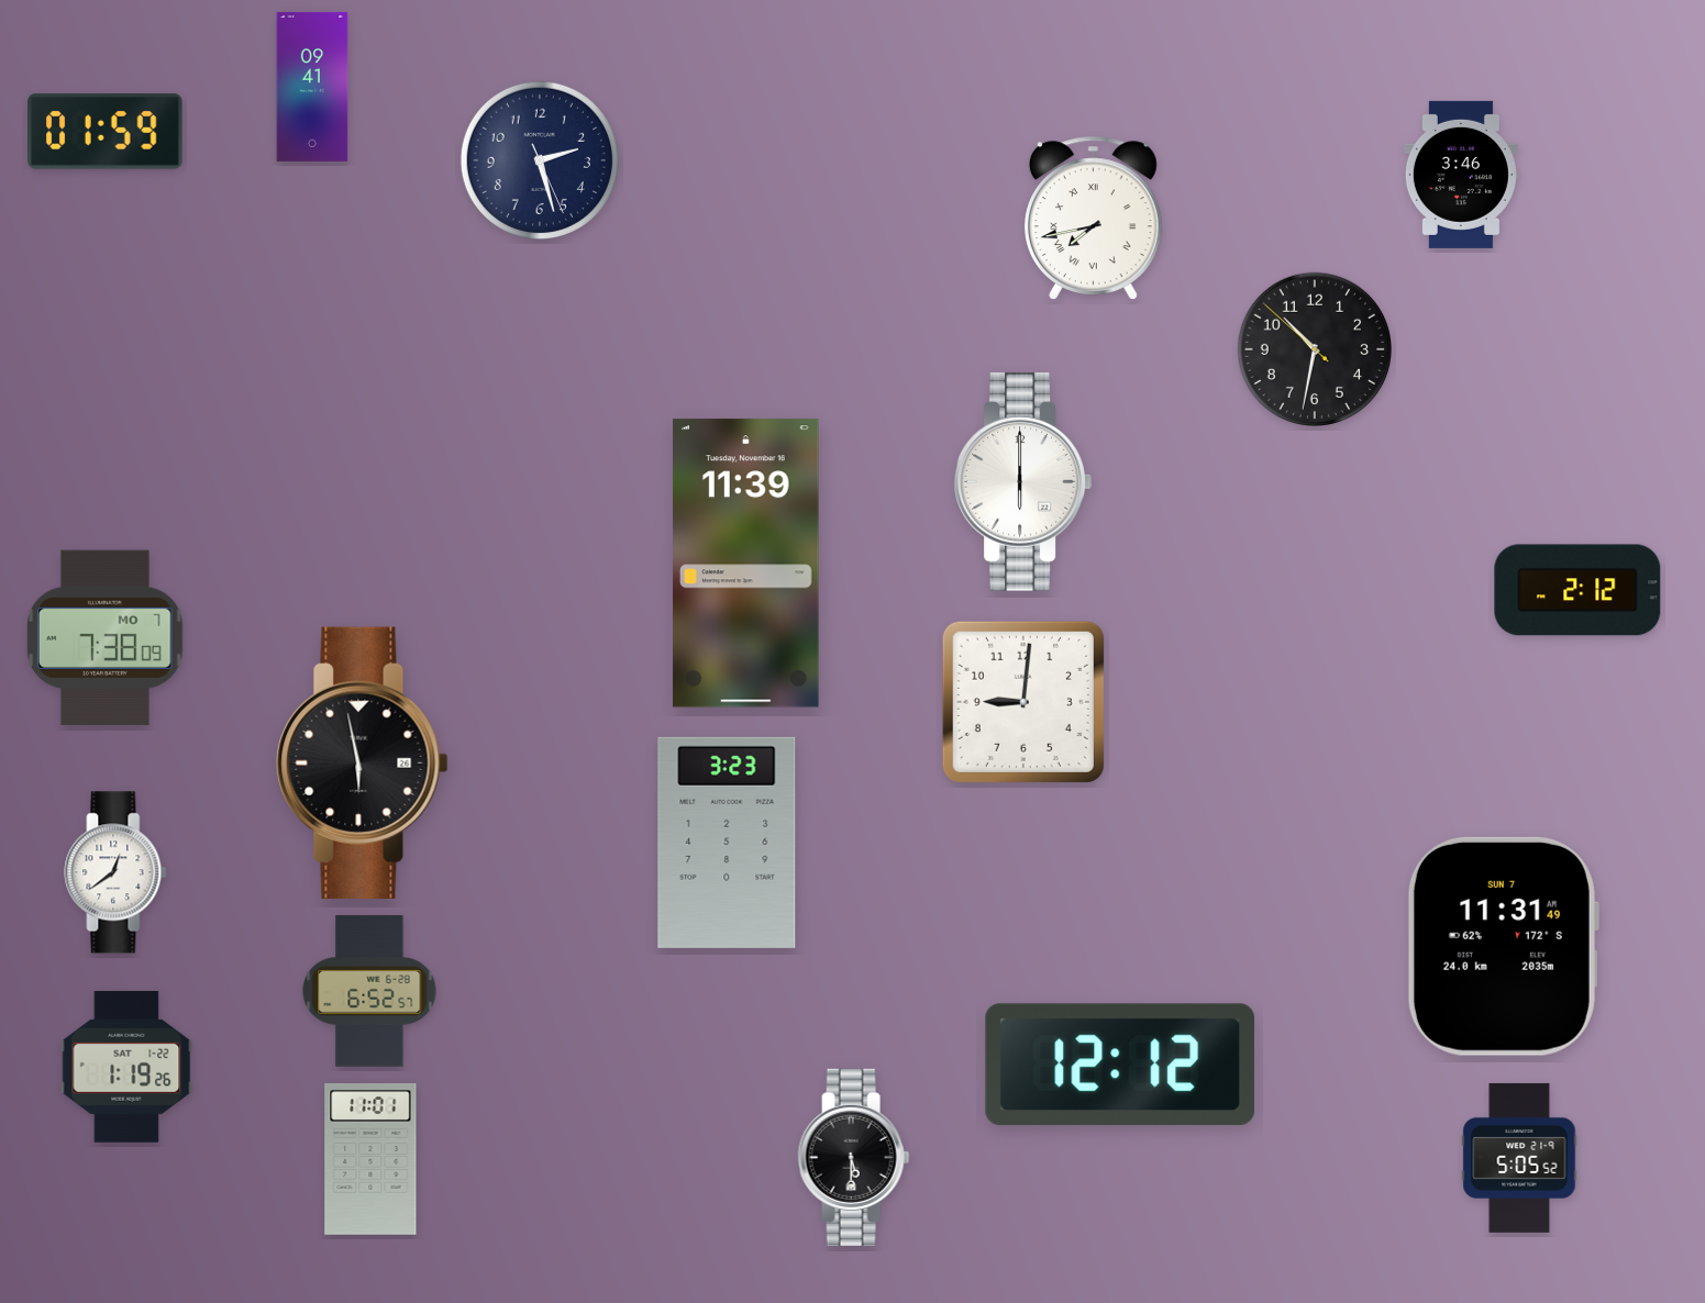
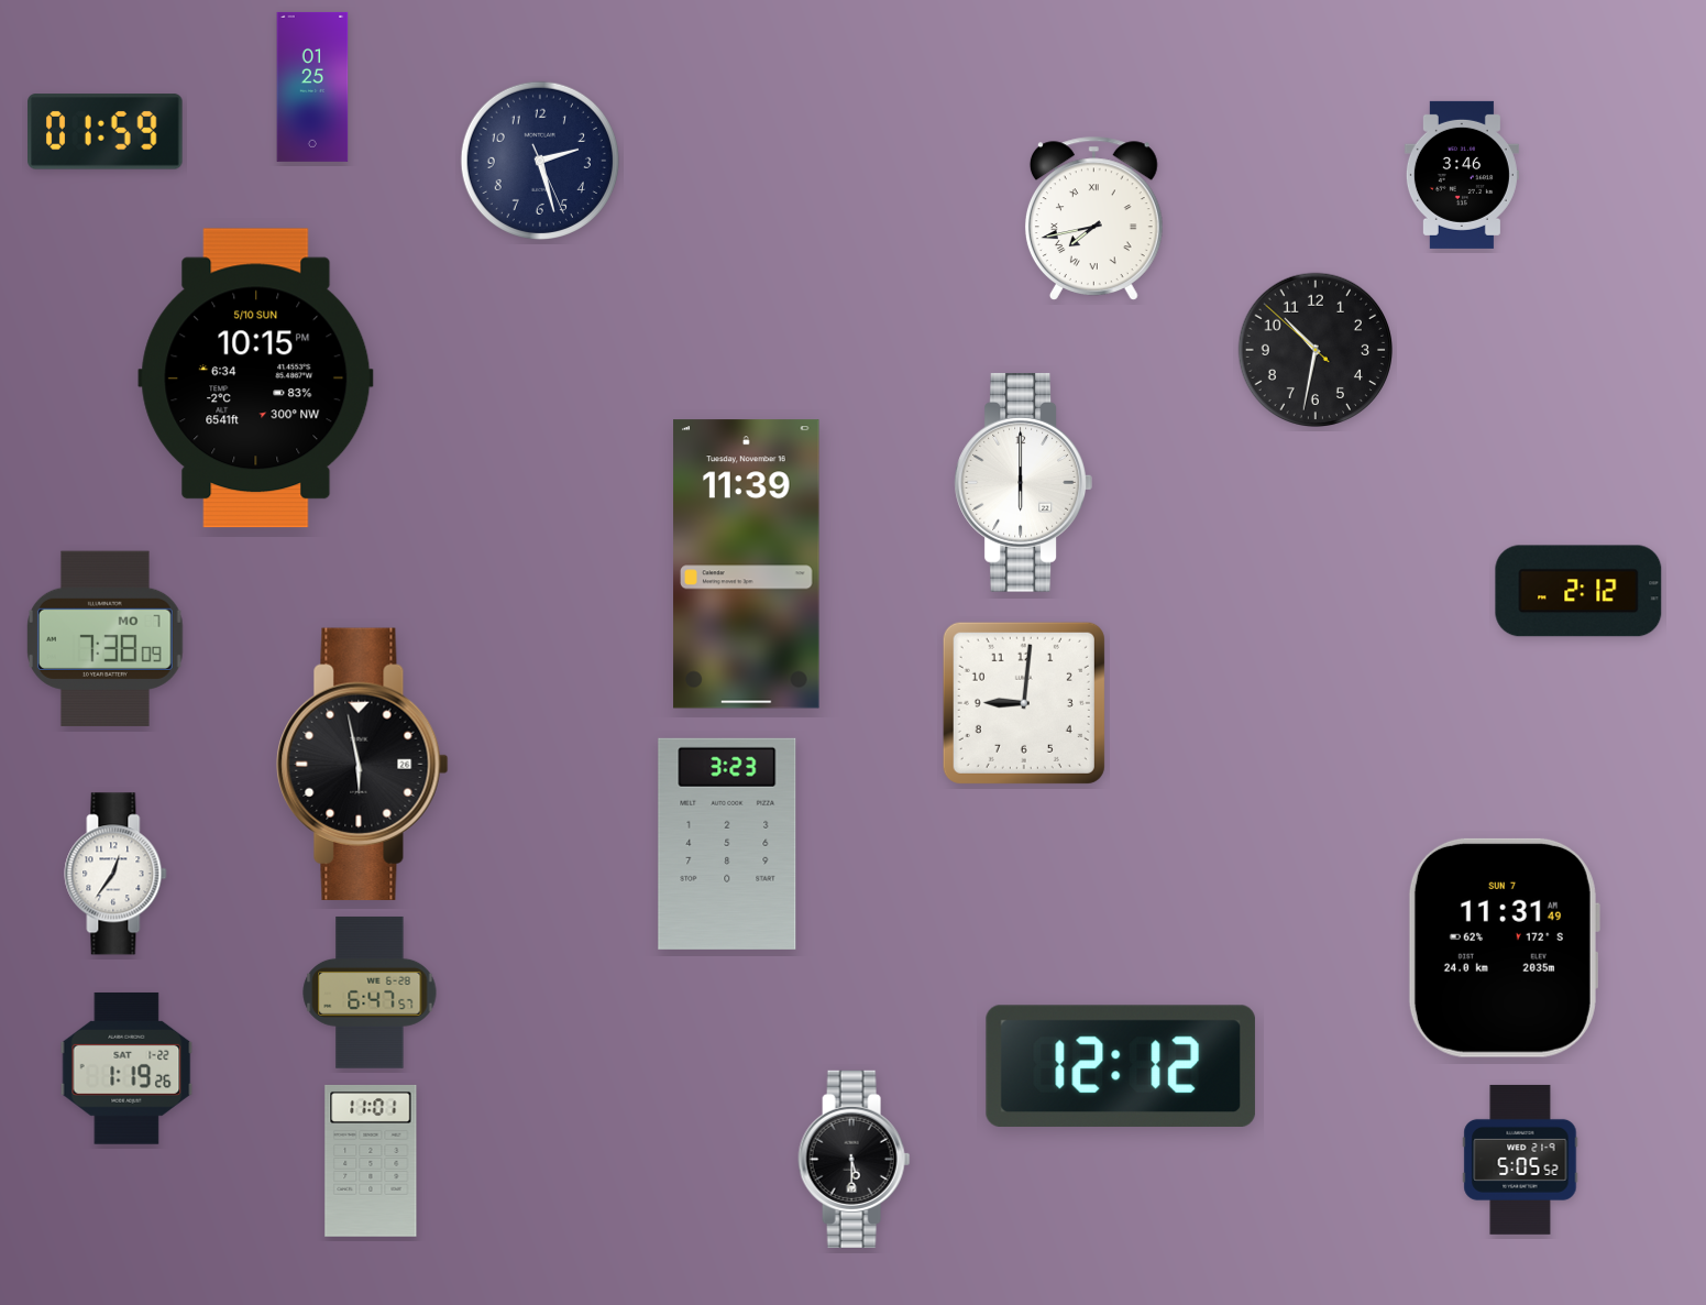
clock at (312, 87): 09:41 -> 01:25
clock at (256, 379): none -> 10:15
clock at (115, 872): 12:39 -> 12:36
clock at (369, 991): 6:52 -> 6:47
